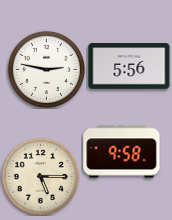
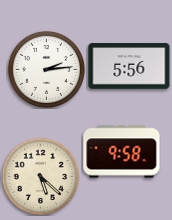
clock at (46, 69): 2:47 -> 2:14
clock at (40, 176): 5:15 -> 5:22
